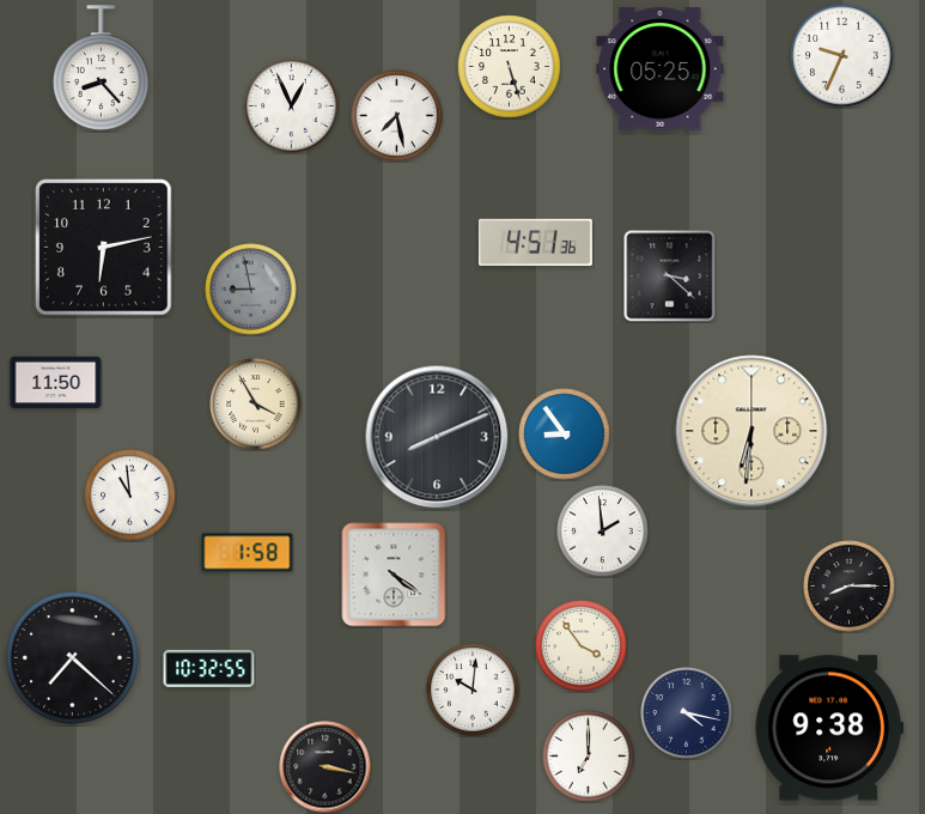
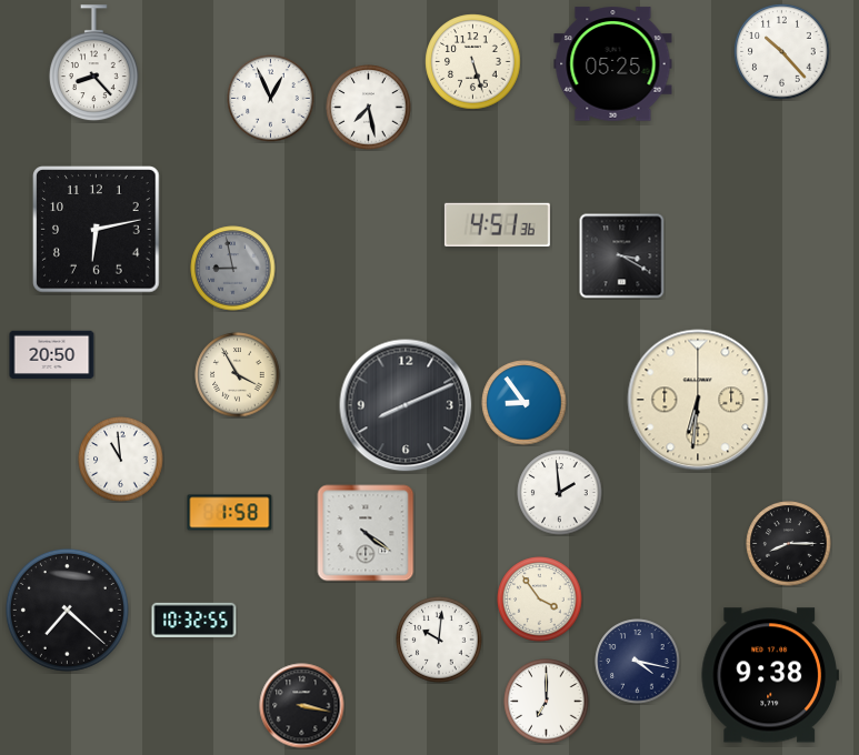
clock at (842, 56): 9:34 -> 10:23
clock at (670, 277): 3:22 -> 3:20
clock at (56, 383): 11:50 -> 20:50
clock at (325, 767) position: (325, 767) -> (302, 706)
